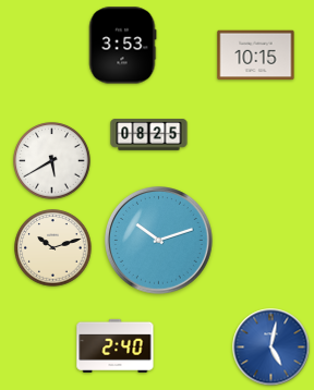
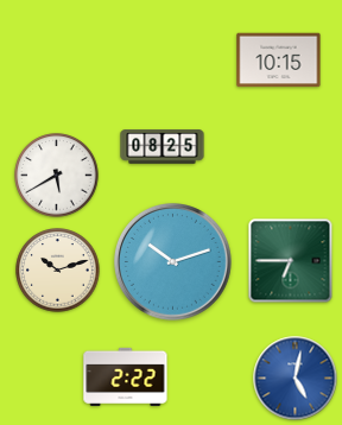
clock at (122, 46): 3:53 -> none
clock at (291, 261): none -> 6:45
clock at (116, 345): 2:40 -> 2:22
